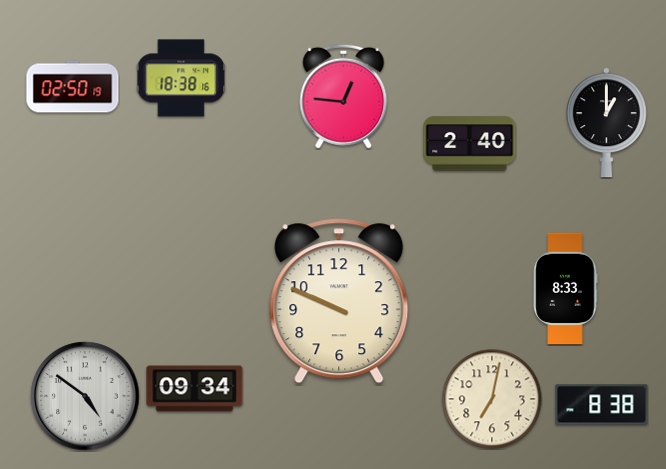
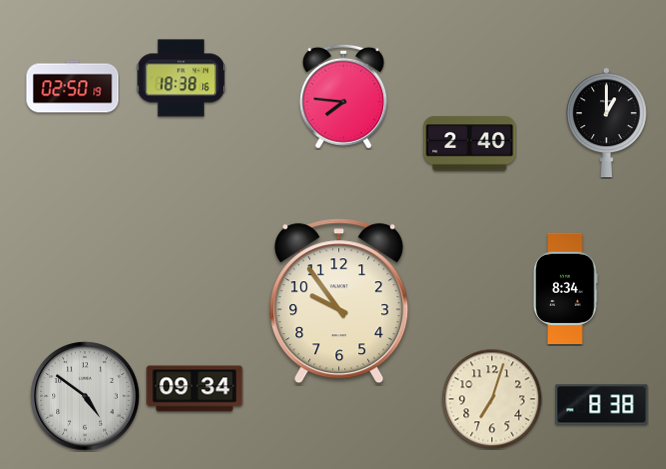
clock at (344, 96): 12:46 -> 7:46
clock at (565, 289): 8:33 -> 8:34
clock at (339, 301): 9:49 -> 9:54
clock at (492, 399): 7:02 -> 7:03
